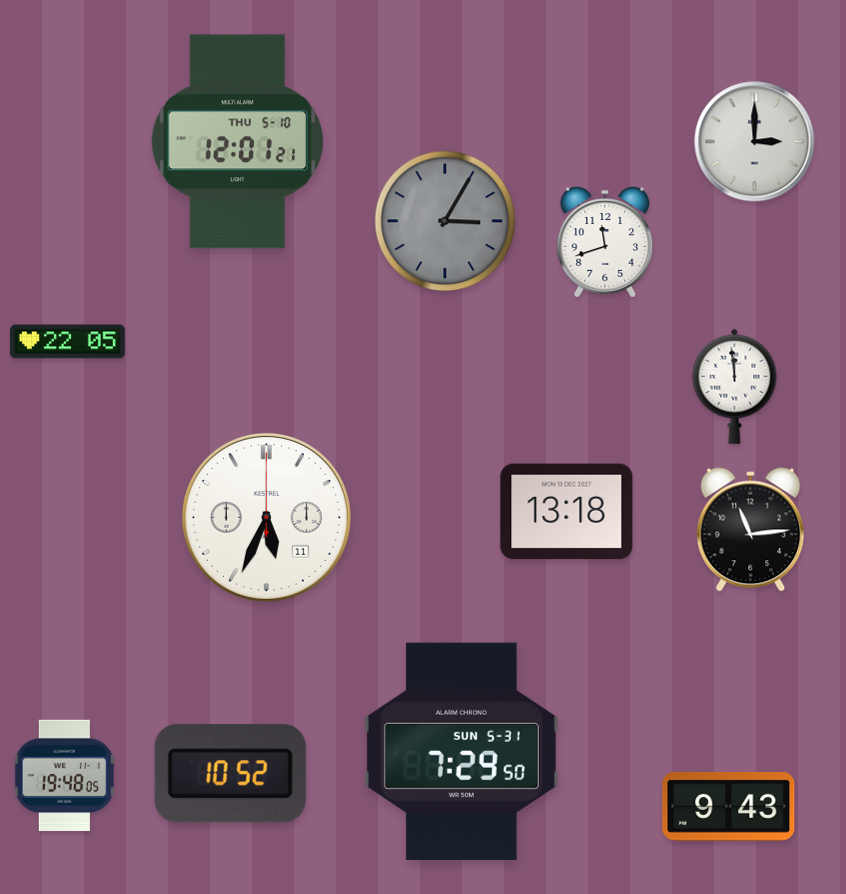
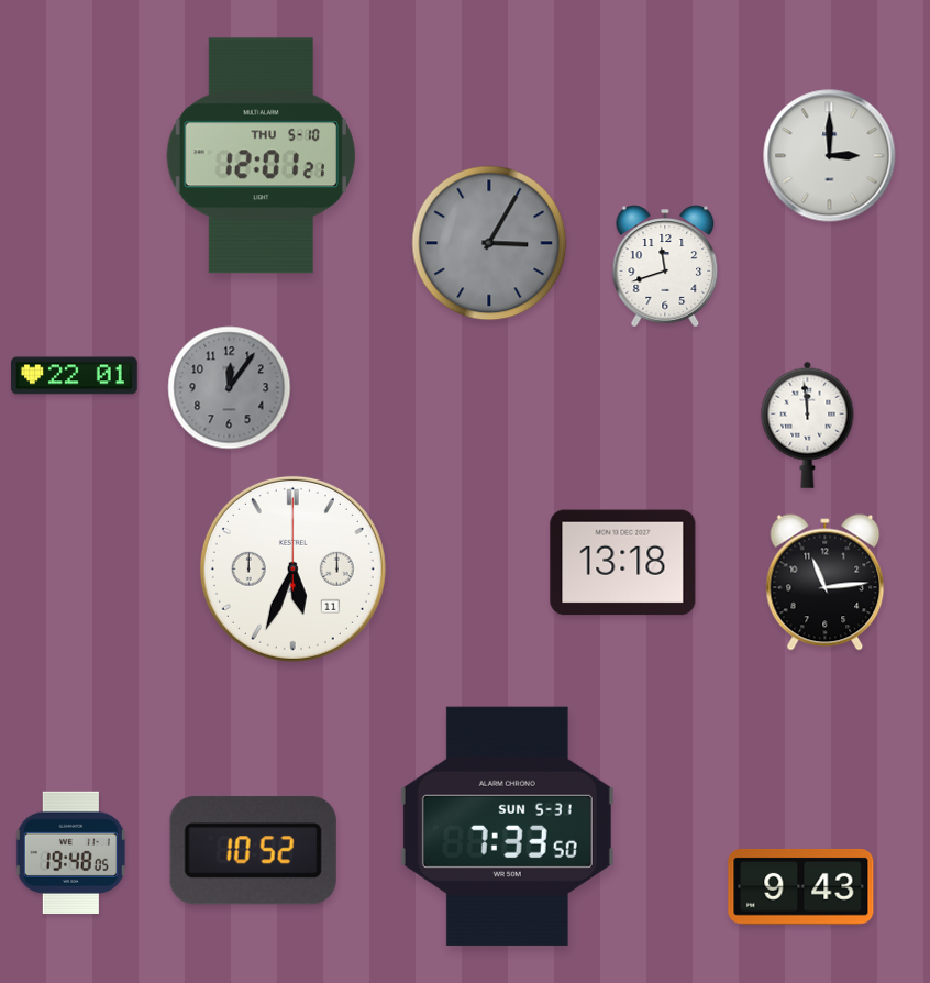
clock at (68, 342): 22:05 -> 22:01
clock at (230, 388): none -> 12:06
clock at (461, 751): 7:29 -> 7:33
